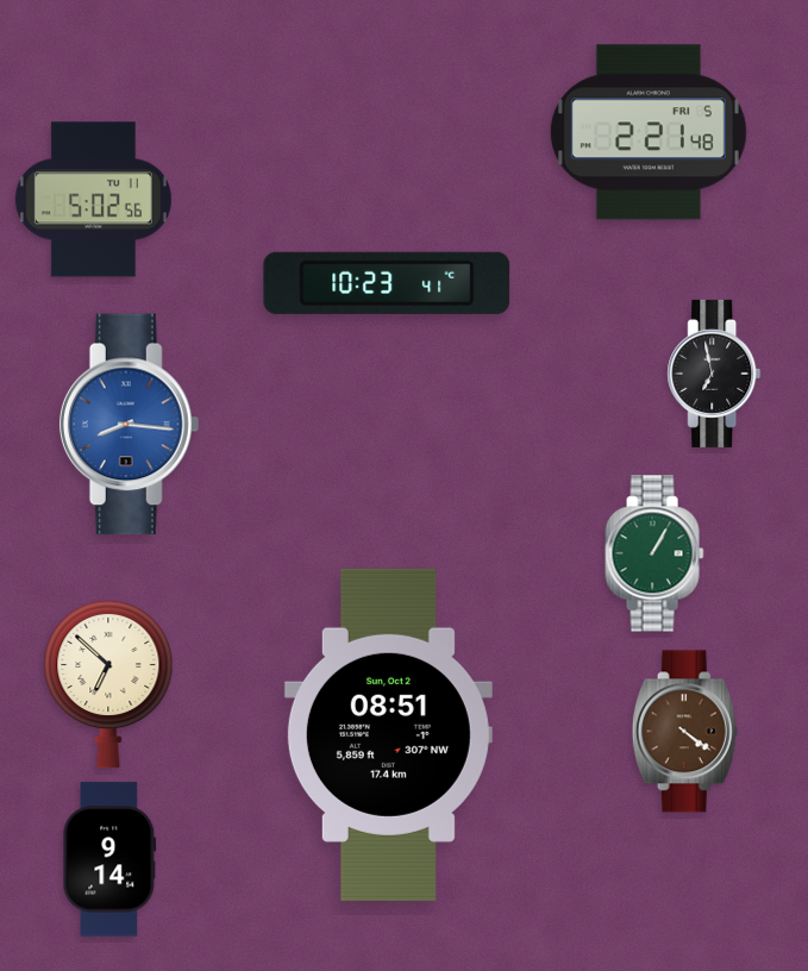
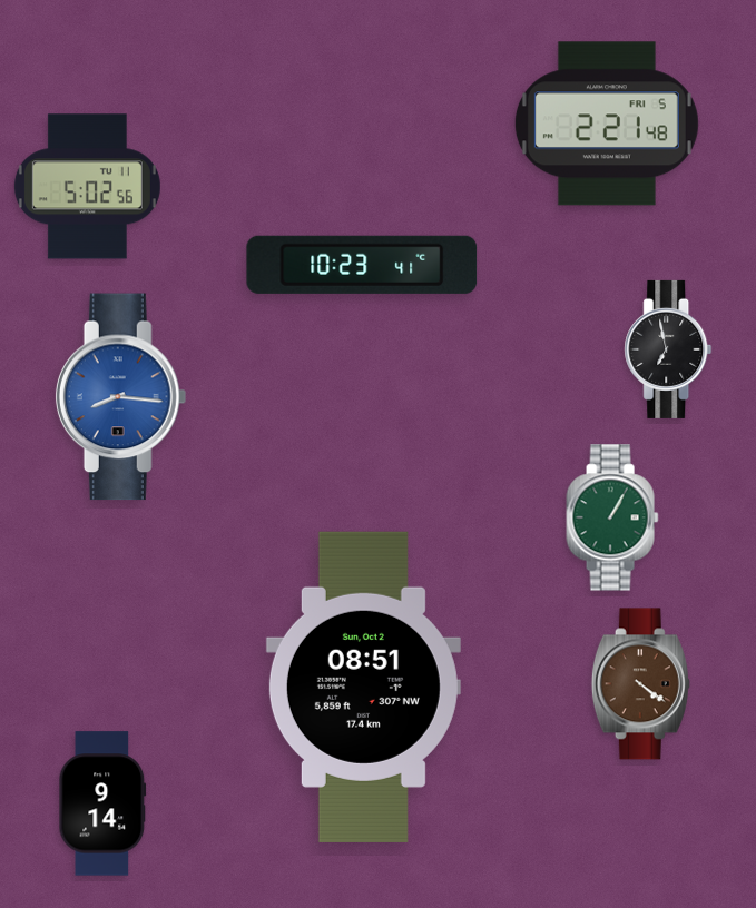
clock at (108, 684): 6:52 -> none
